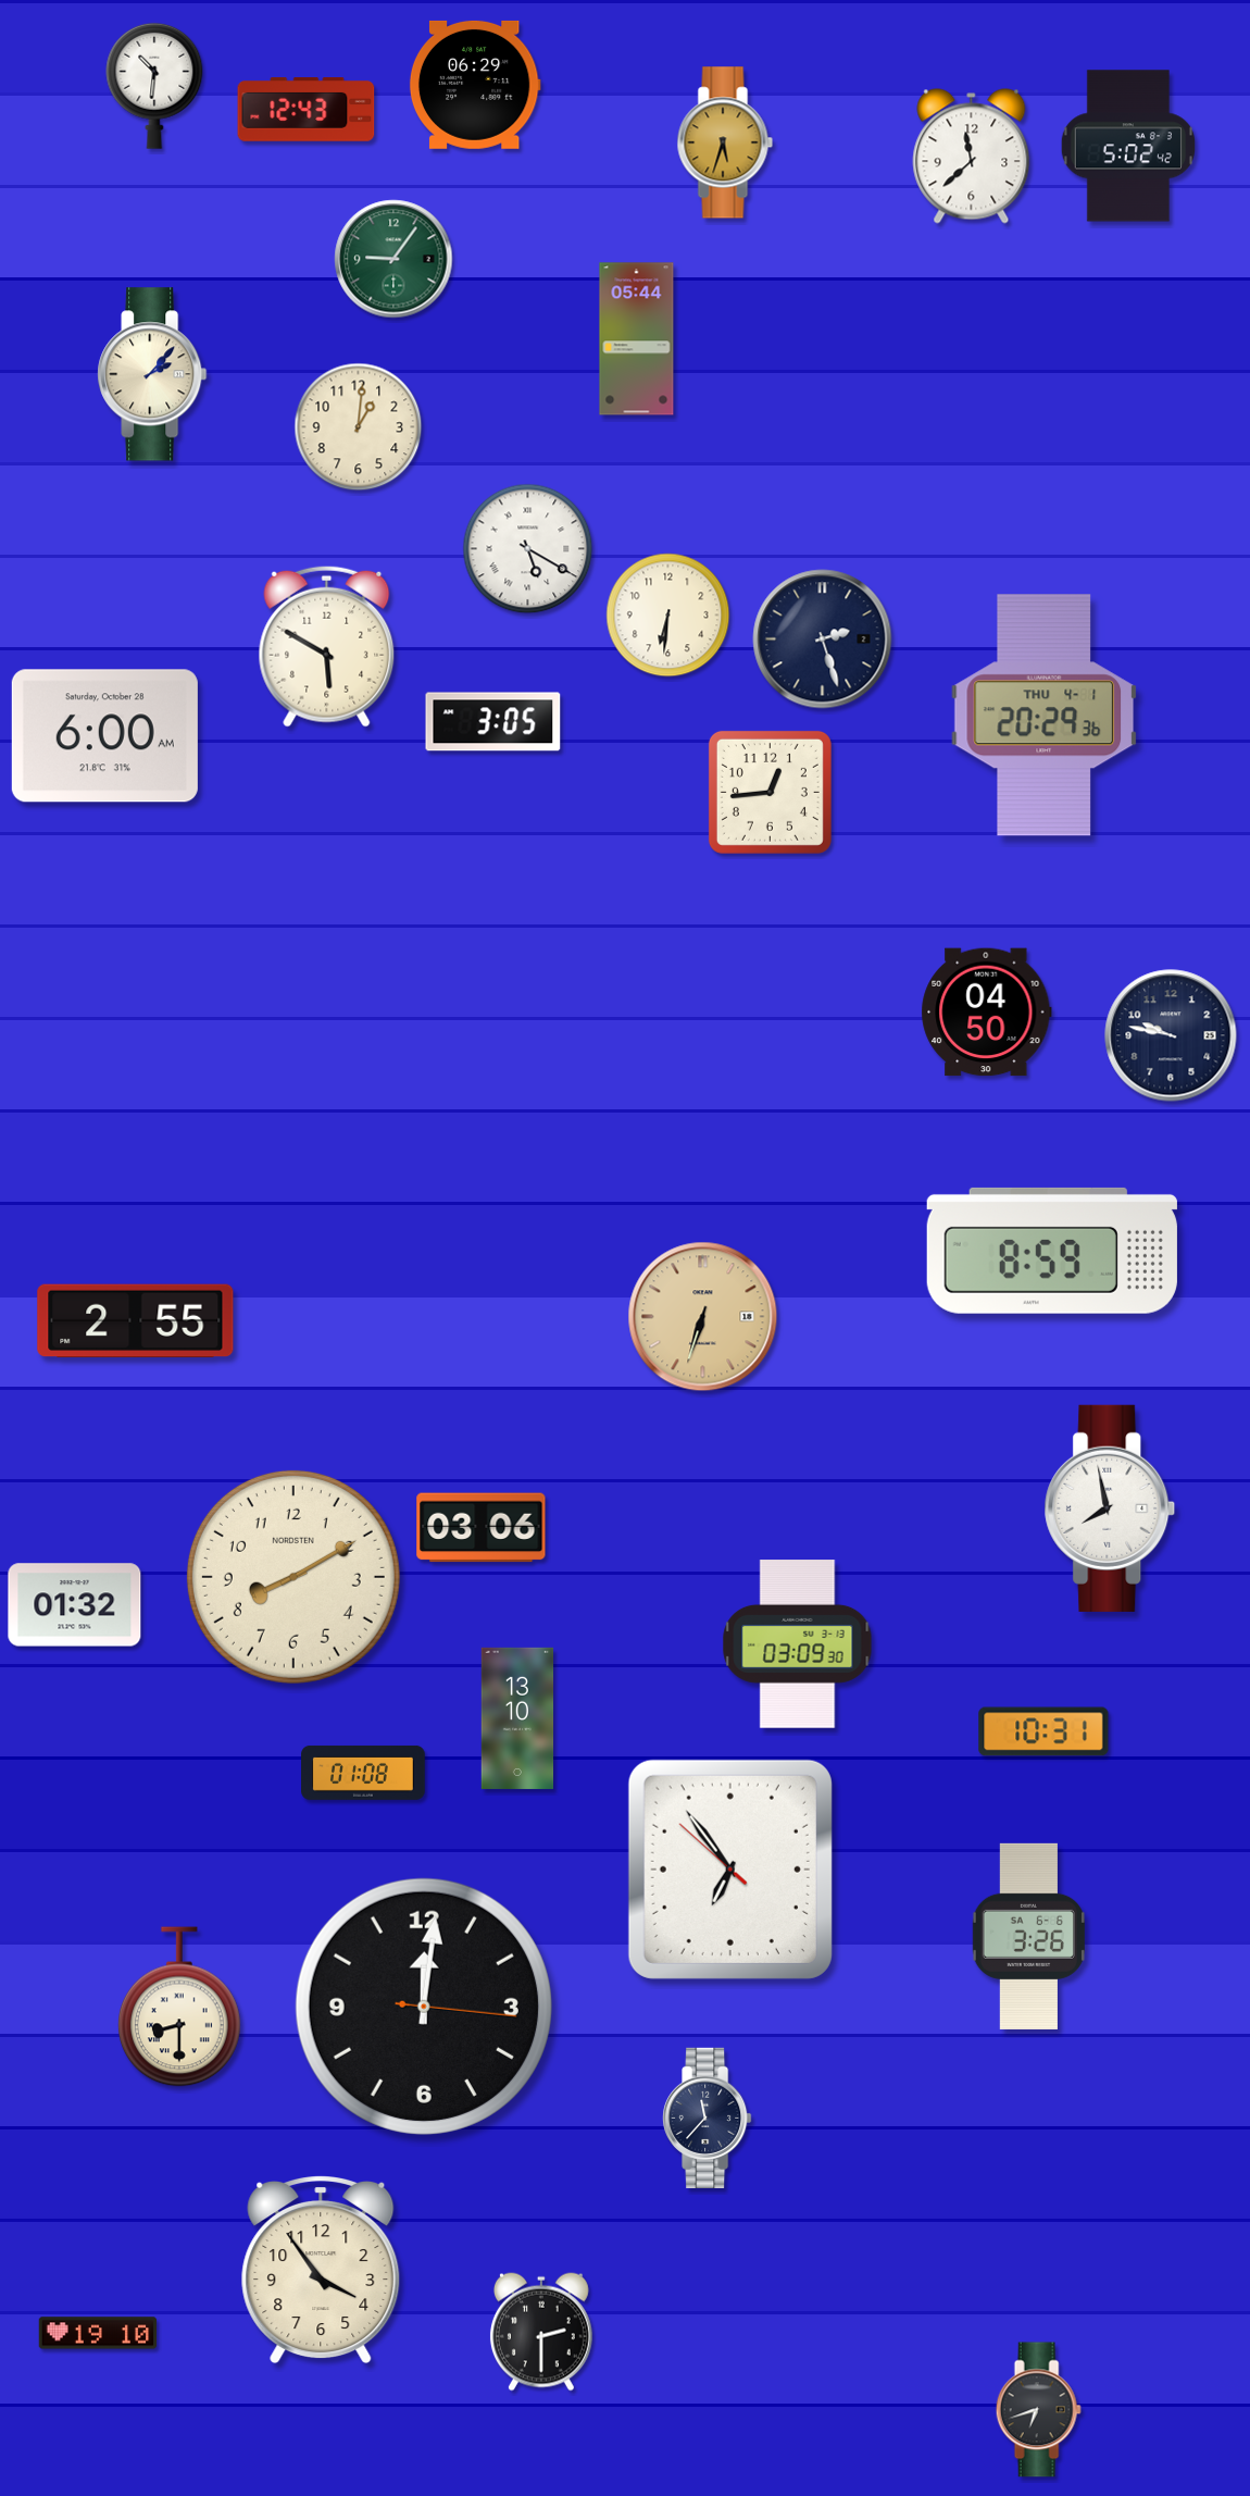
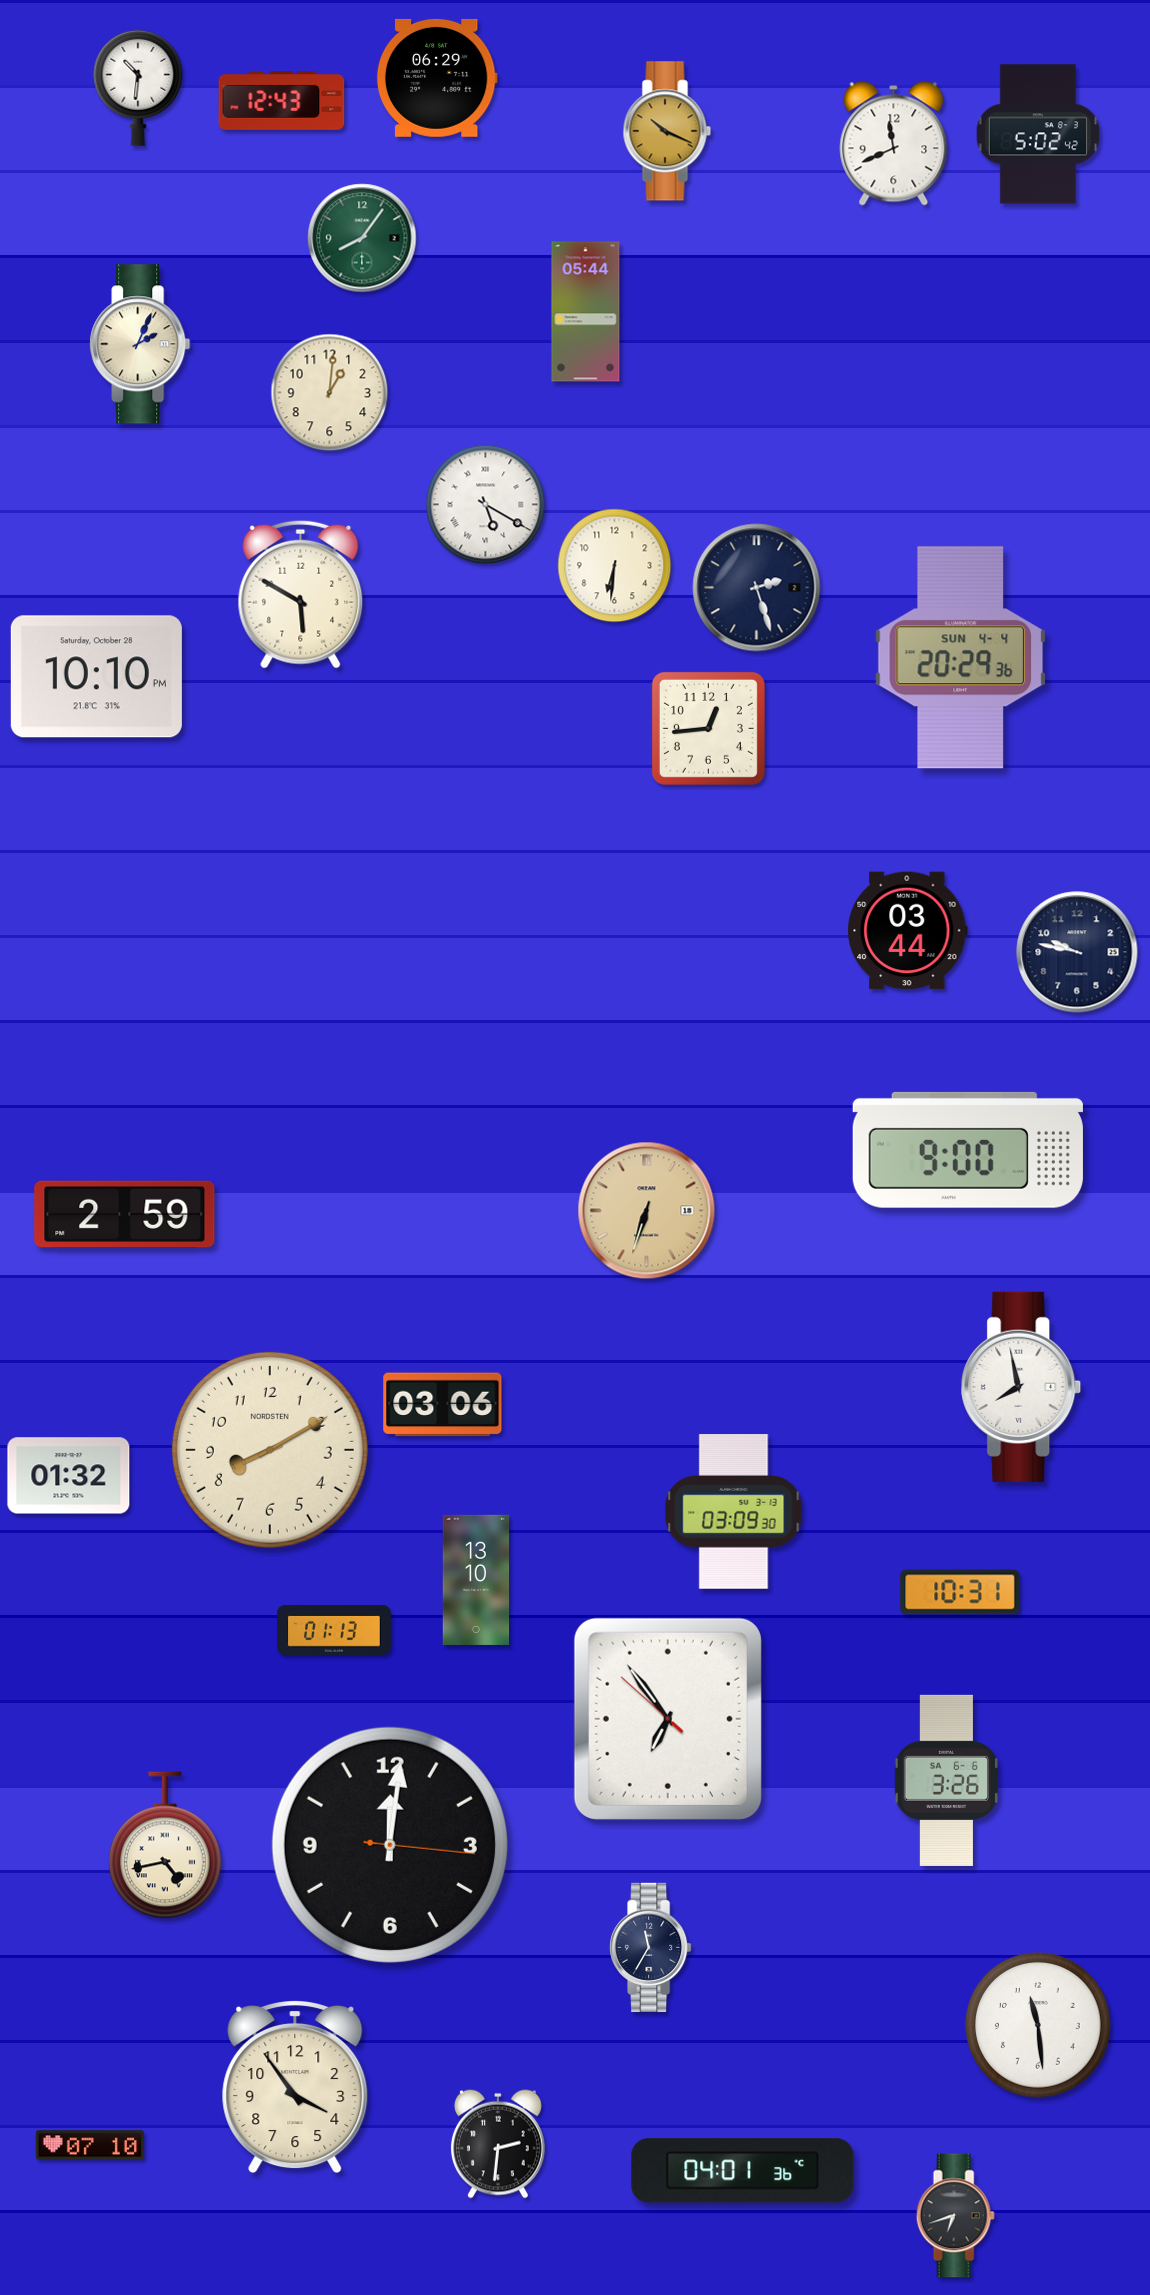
clock at (154, 86) position: (154, 86) -> (138, 88)
clock at (725, 142): 5:33 -> 10:19
clock at (972, 157): 11:38 -> 11:41
clock at (393, 259): 9:06 -> 8:06
clock at (152, 374): 2:07 -> 2:04
clock at (1045, 716) date: THU 4-1 -> SUN 4-4
clock at (493, 722): 3:05 -> none
clock at (104, 736): 6:00 -> 10:10
clock at (987, 1013): 04:50 -> 03:44
clock at (1052, 1251): 8:59 -> 9:00
clock at (136, 1321): 2:55 -> 2:59
clock at (363, 1773): 01:08 -> 01:13
clock at (730, 1870) position: (730, 1870) -> (668, 1719)
clock at (180, 2007): 8:30 -> 4:43
clock at (708, 2118): 11:37 -> 11:35
clock at (1039, 2026): none -> 11:29
clock at (541, 2332): 2:30 -> 2:31
clock at (98, 2333): 19:10 -> 07:10
clock at (743, 2171): none -> 04:01
